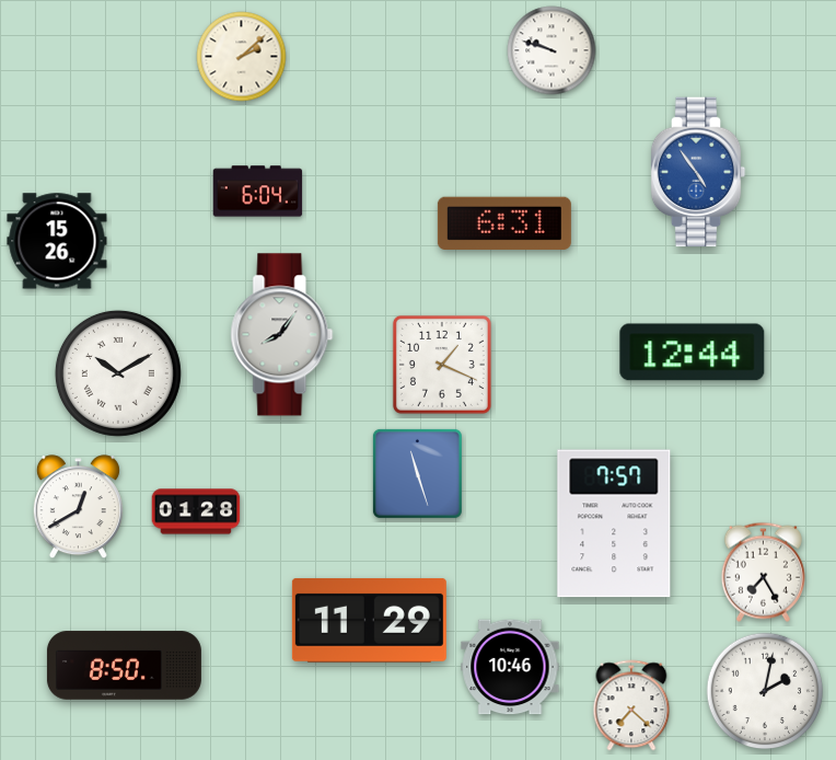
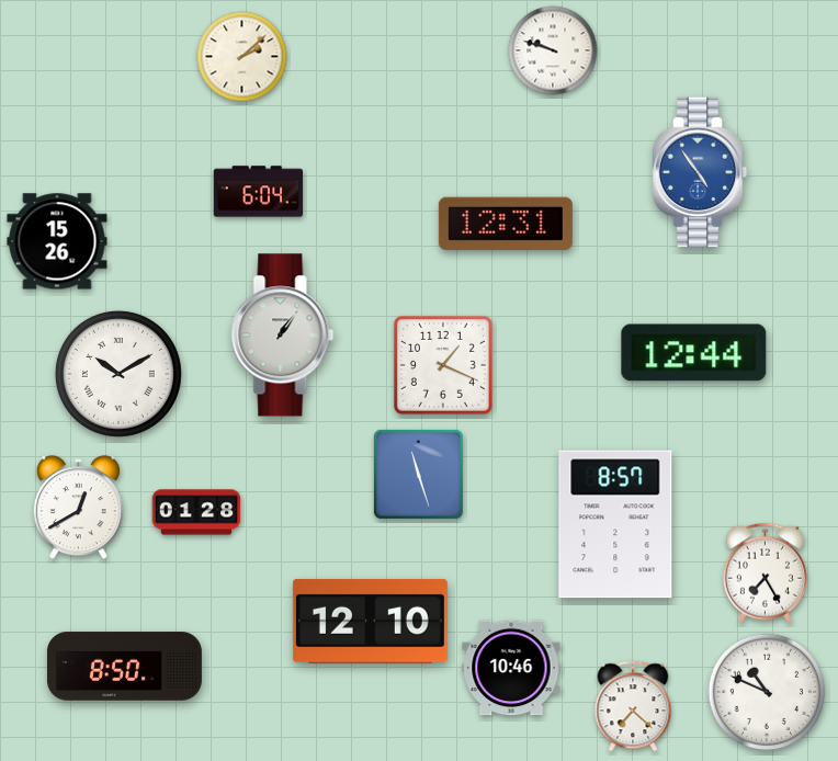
clock at (504, 223): 6:31 -> 12:31
clock at (282, 335): 8:06 -> 1:06
clock at (614, 523): 7:57 -> 8:57
clock at (369, 620): 11:29 -> 12:10
clock at (765, 691): 2:02 -> 10:49
